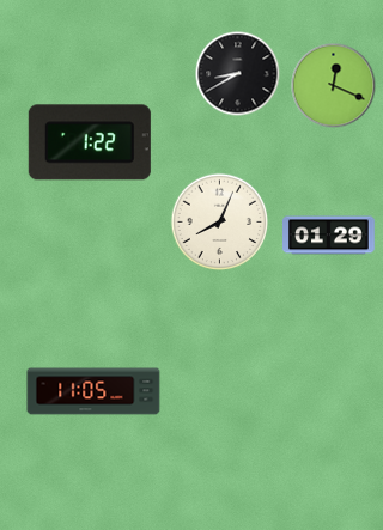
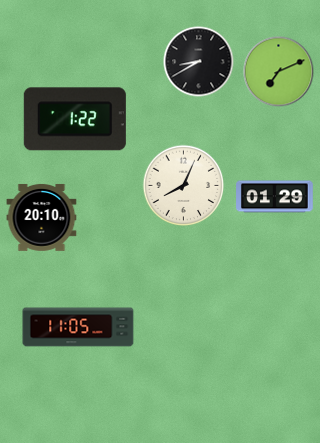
clock at (334, 86): 12:19 -> 7:11
clock at (42, 217): none -> 20:10
